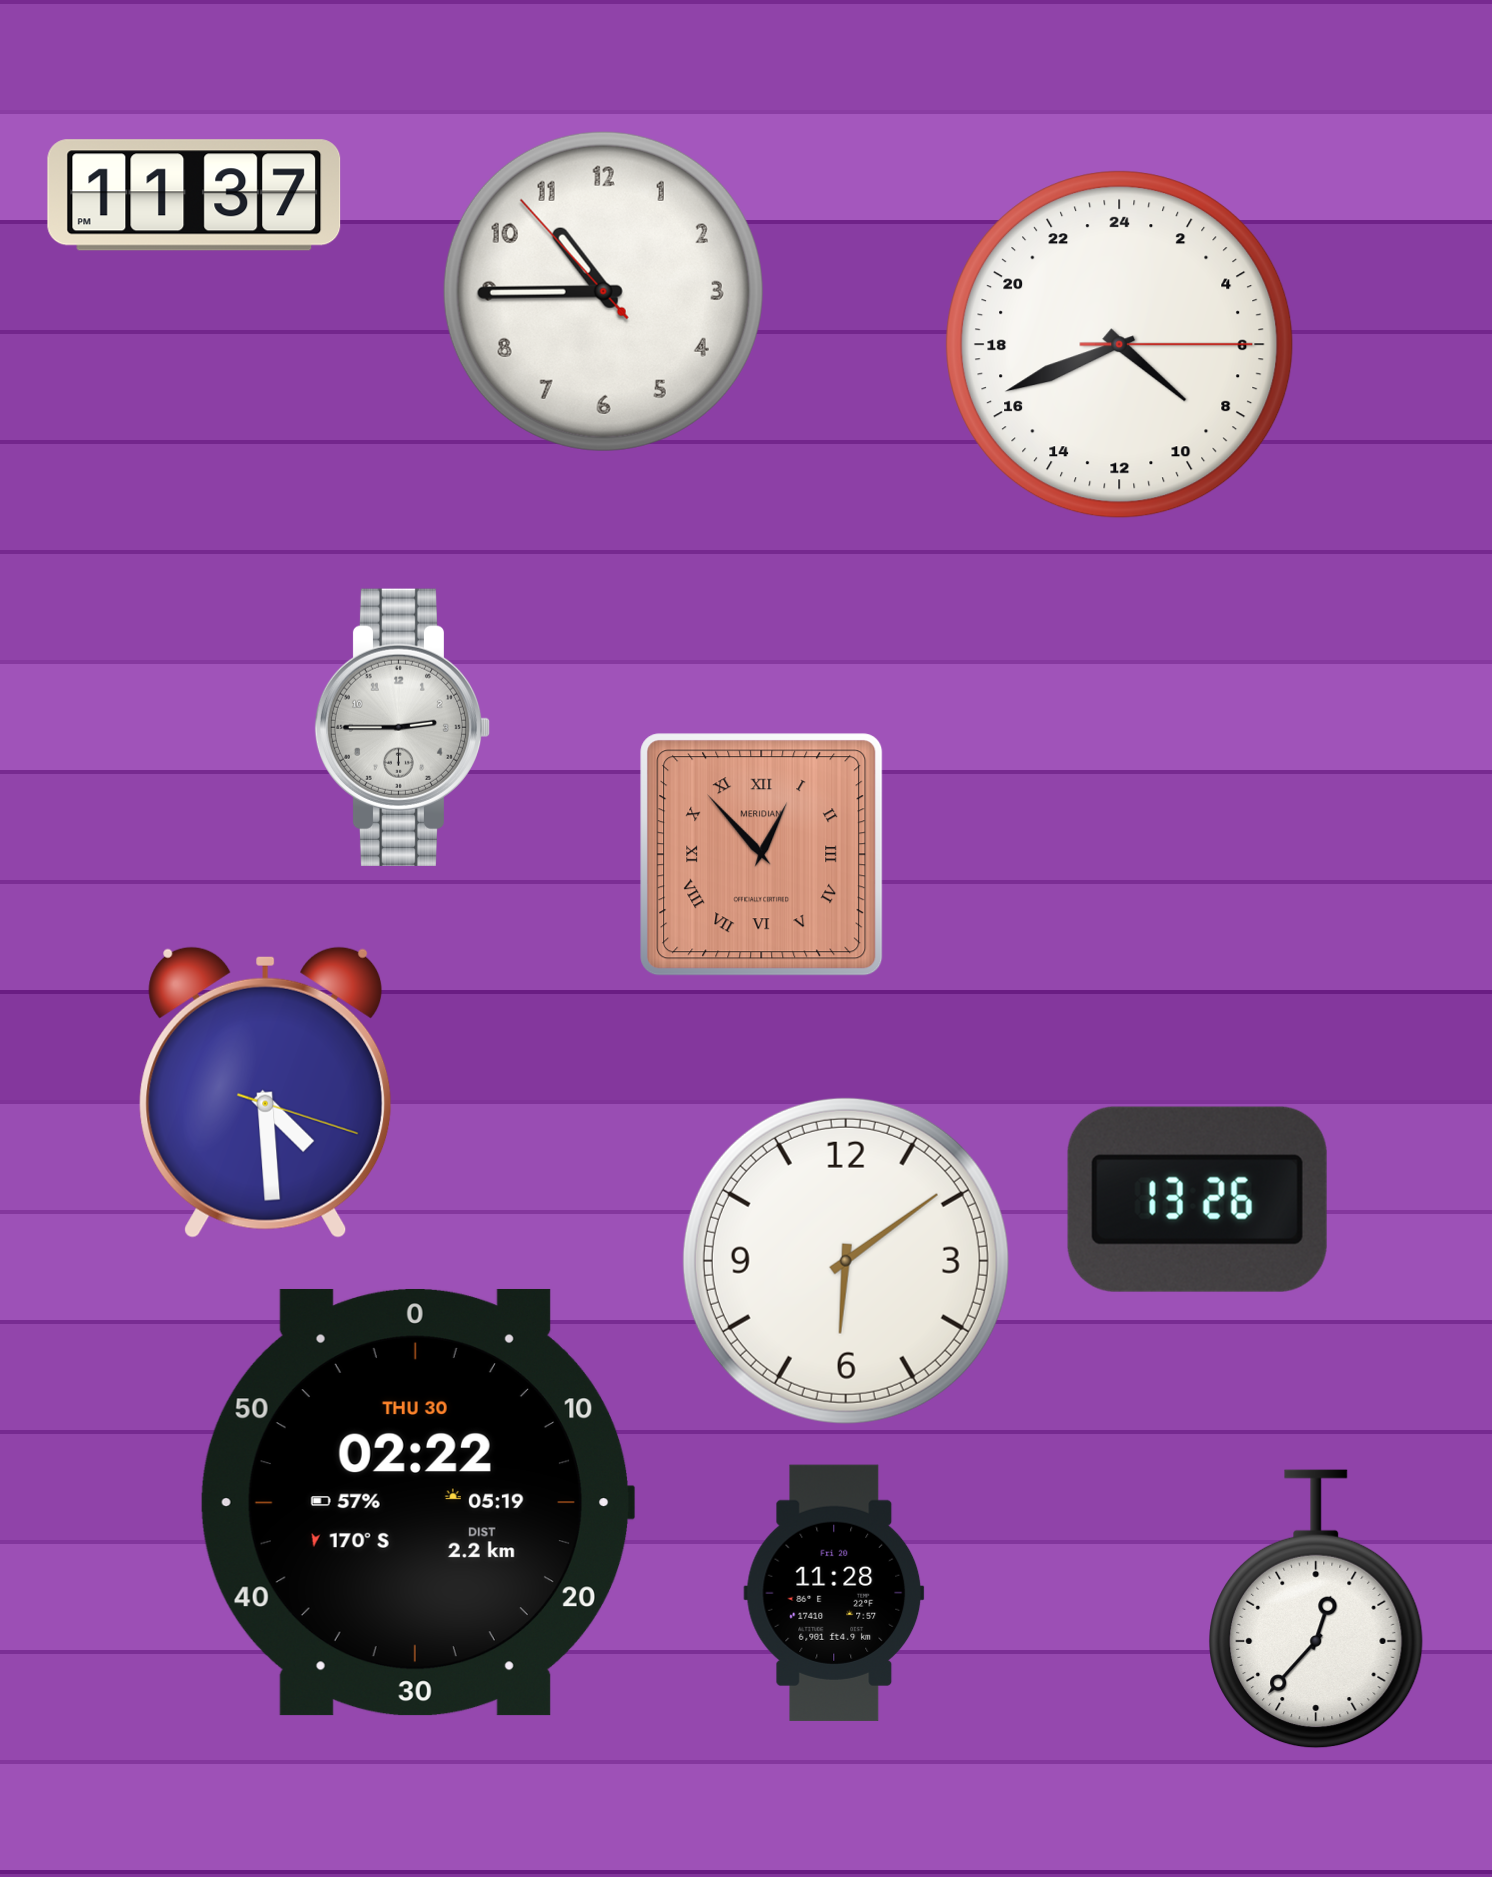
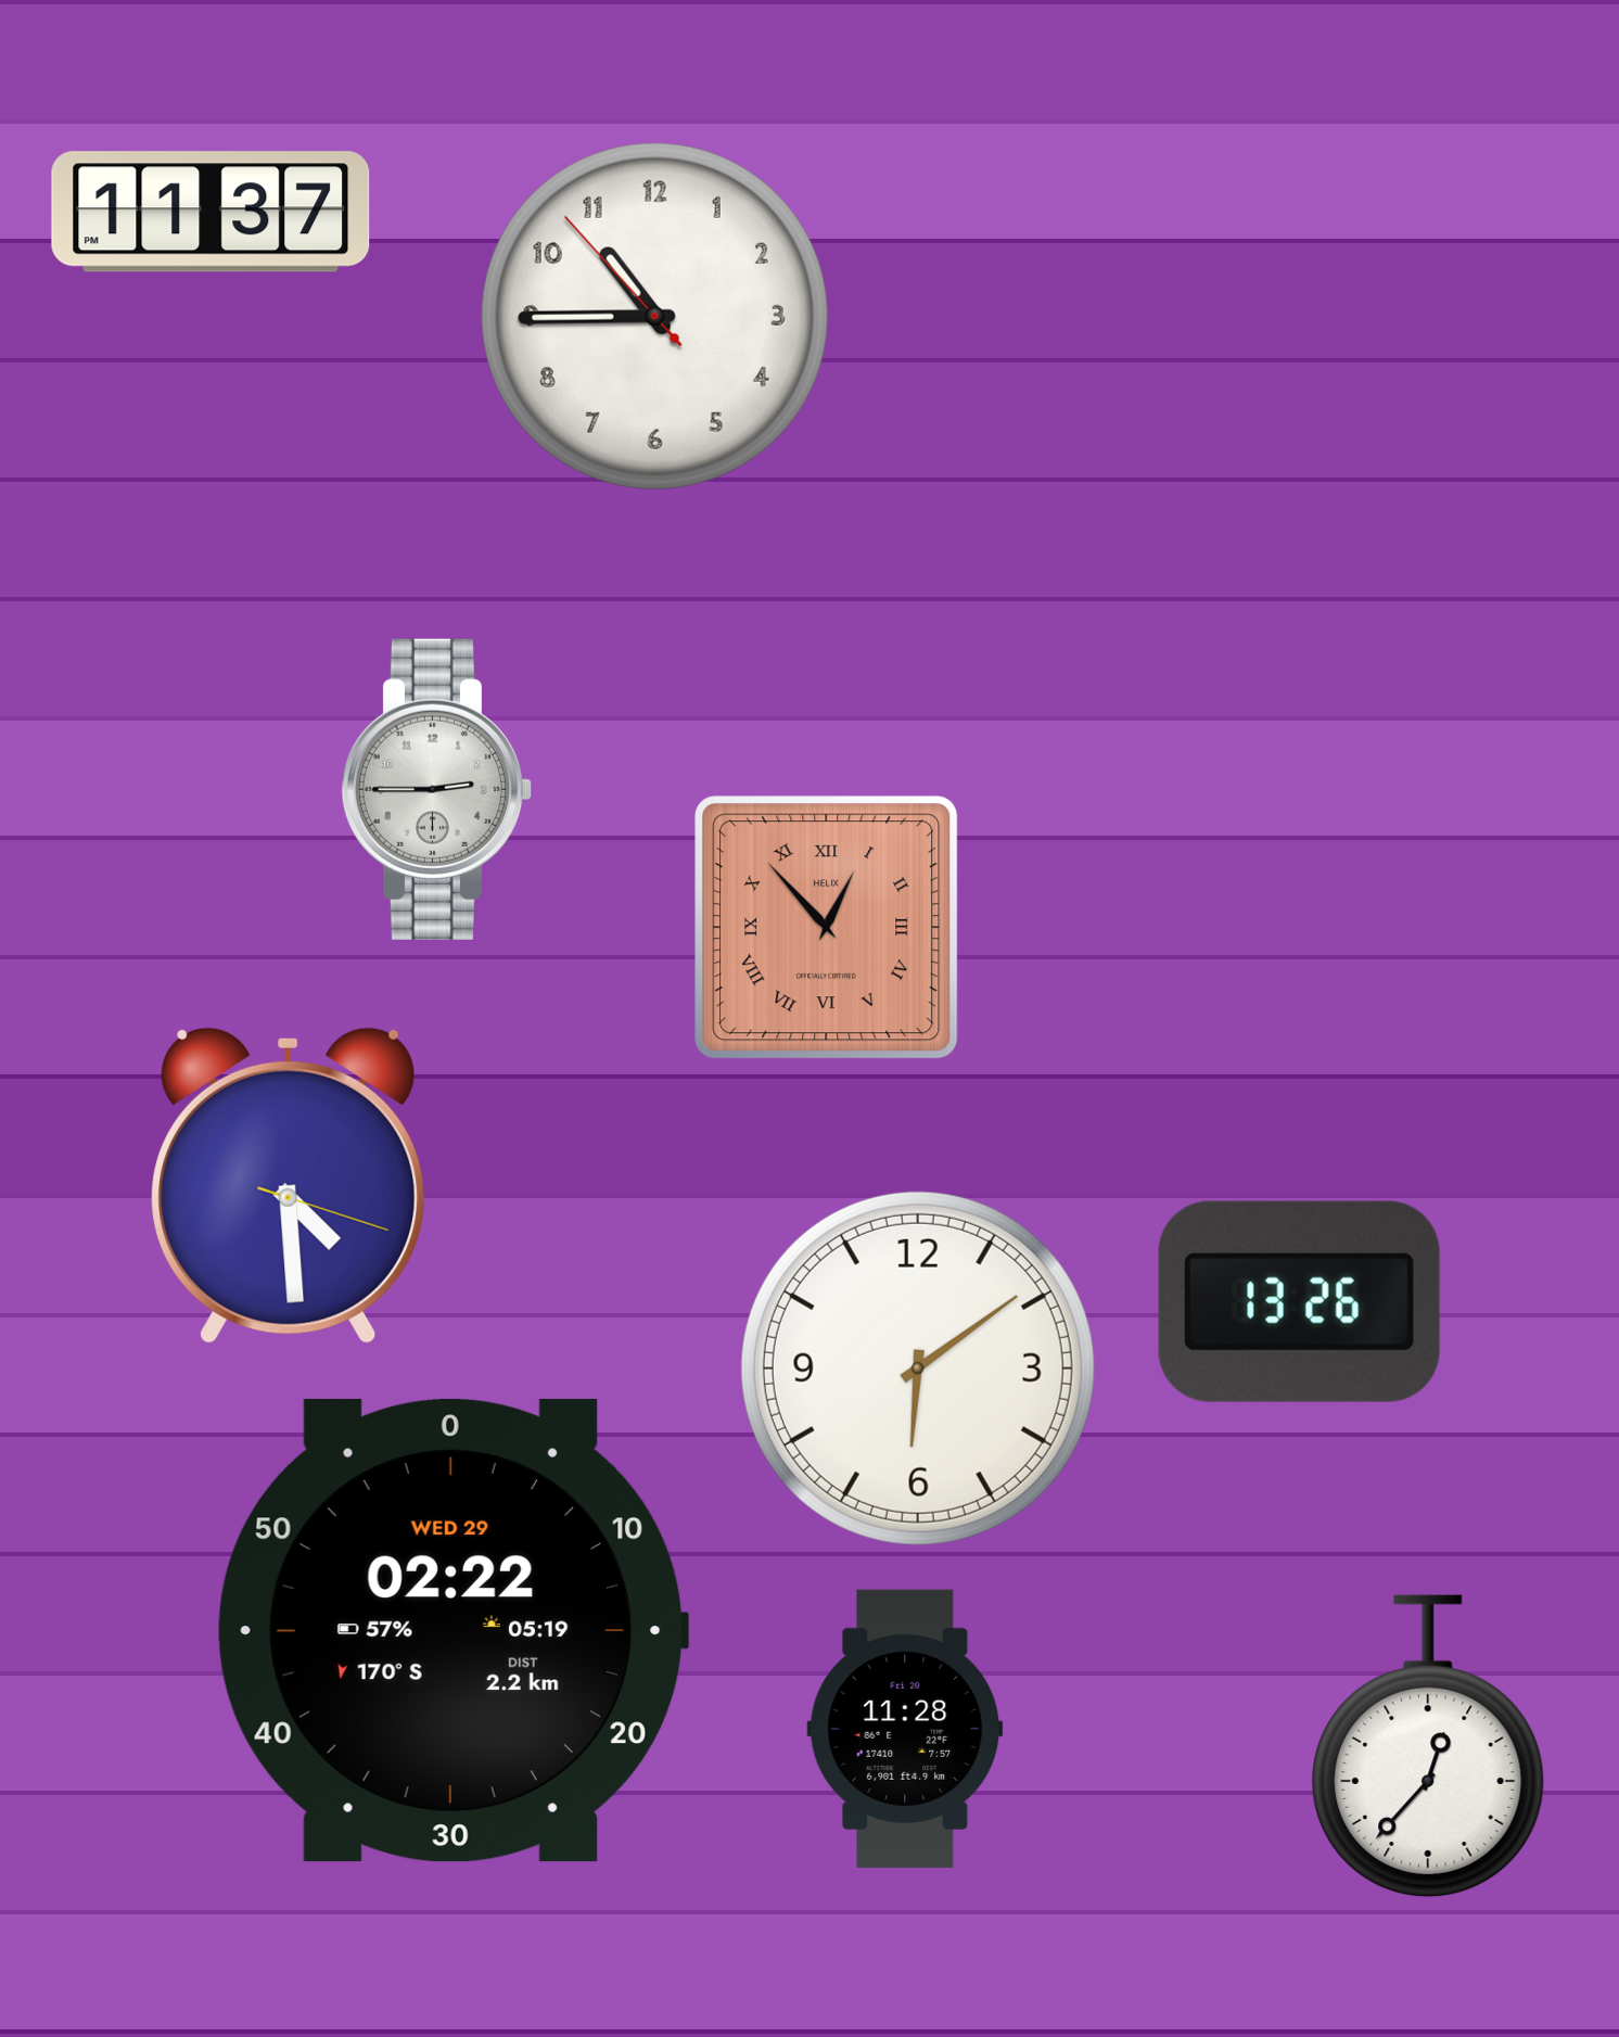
clock at (1120, 345): 8:41 -> none
clock at (762, 855) brand: MERIDIAN -> HELIX
clock at (417, 1502) date: THU 30 -> WED 29
